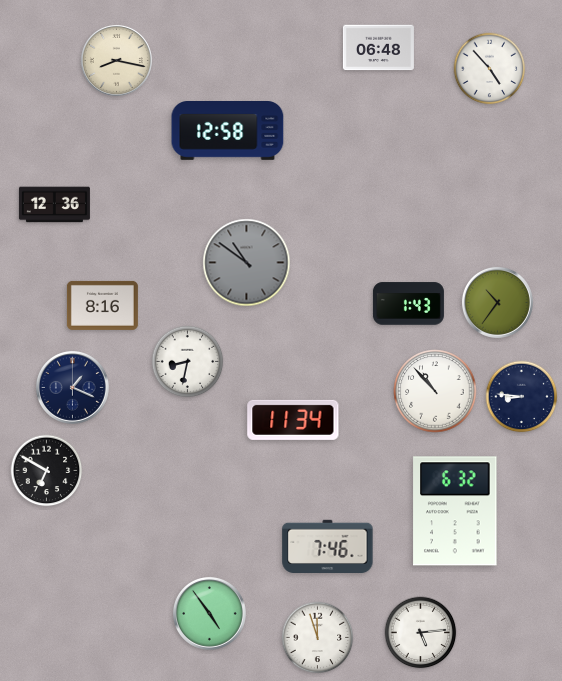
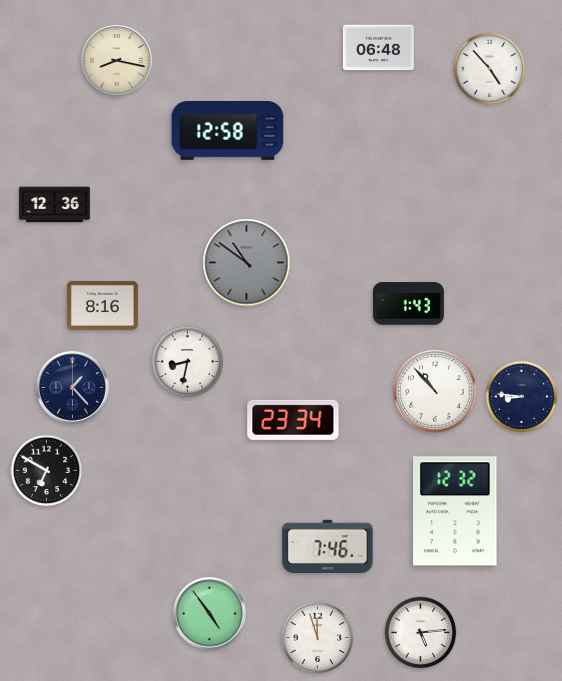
clock at (497, 302): 10:36 -> none
clock at (72, 387): 1:19 -> 1:23
clock at (293, 420): 11:34 -> 23:34
clock at (455, 511): 6:32 -> 12:32
